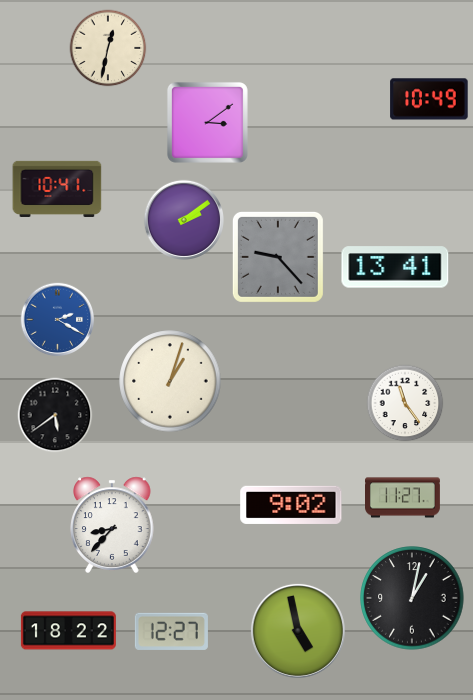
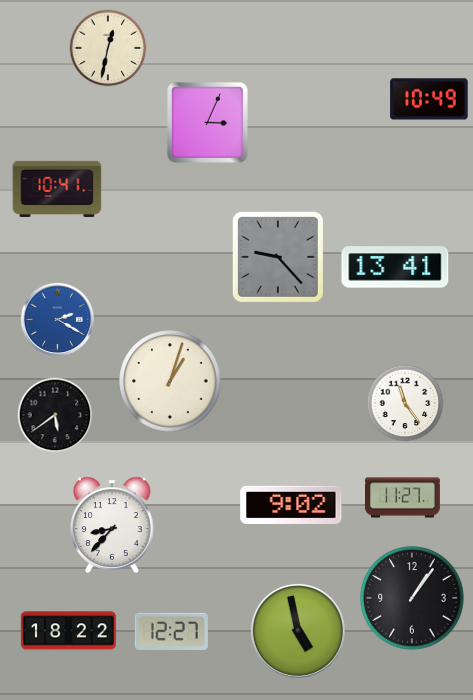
clock at (207, 122): 3:09 -> 3:04
clock at (183, 219): 2:09 -> none
clock at (412, 598): 1:02 -> 1:06
